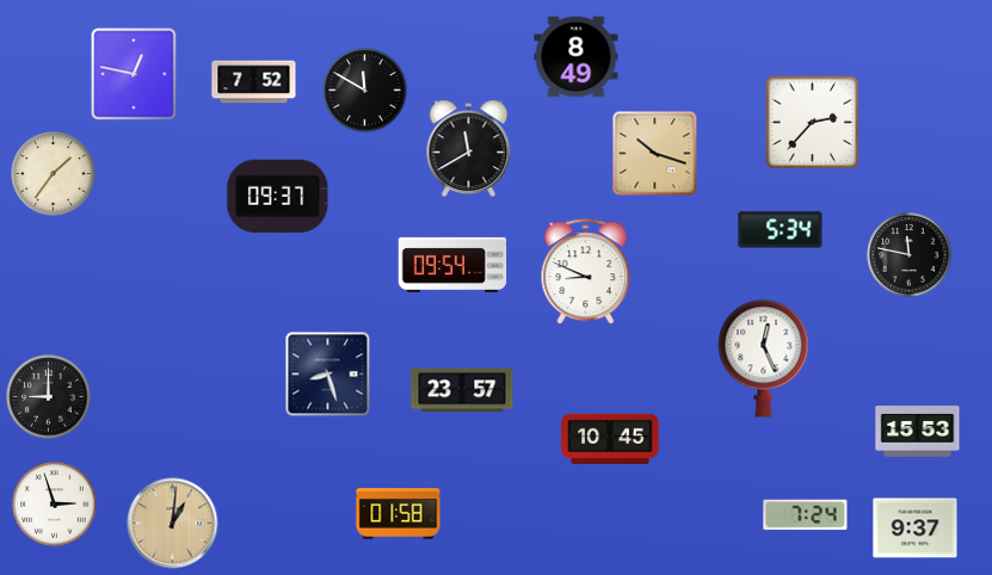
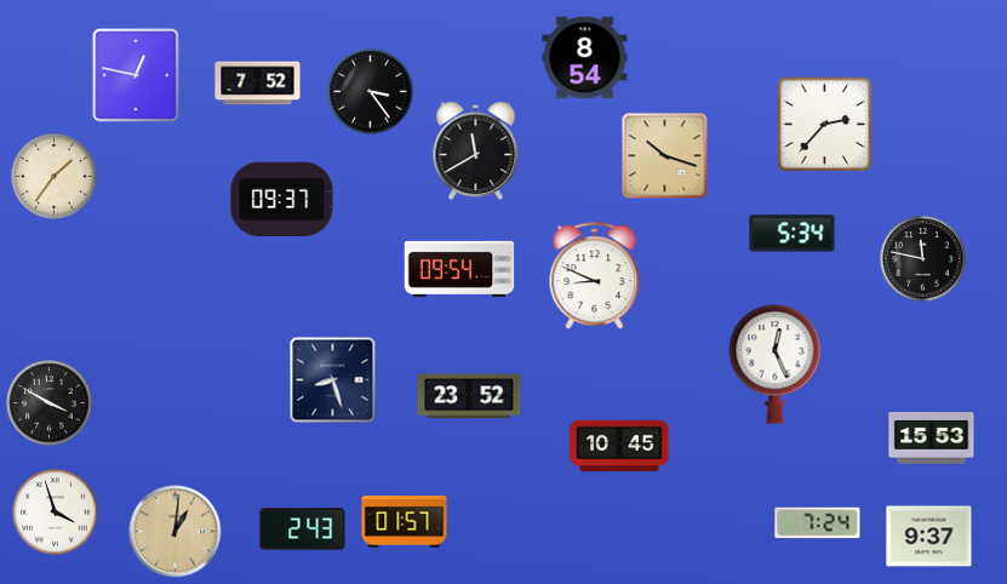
clock at (577, 57): 8:49 -> 8:54
clock at (365, 91): 11:50 -> 3:24
clock at (462, 390): 23:57 -> 23:52
clock at (49, 397): 9:00 -> 3:50
clock at (55, 505): 2:57 -> 3:57
clock at (399, 514): 01:58 -> 01:57
clock at (303, 529): none -> 2:43
